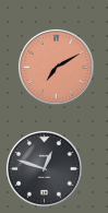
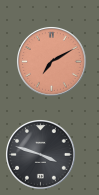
clock at (45, 169): 12:48 -> 3:48
